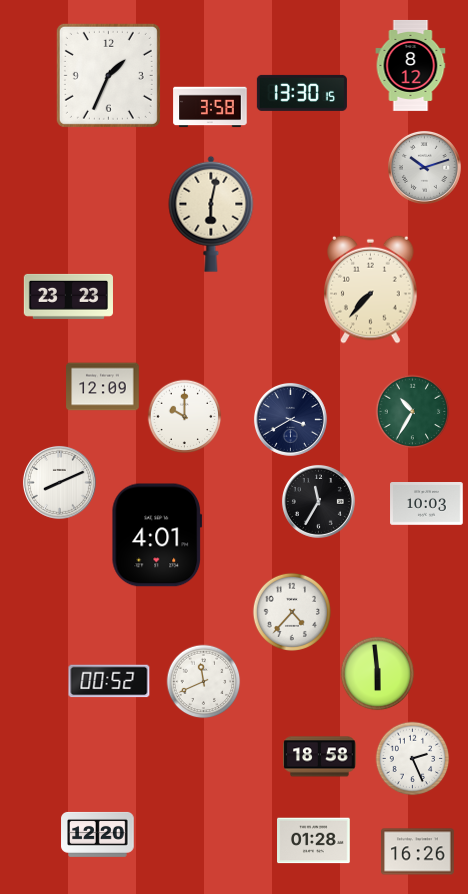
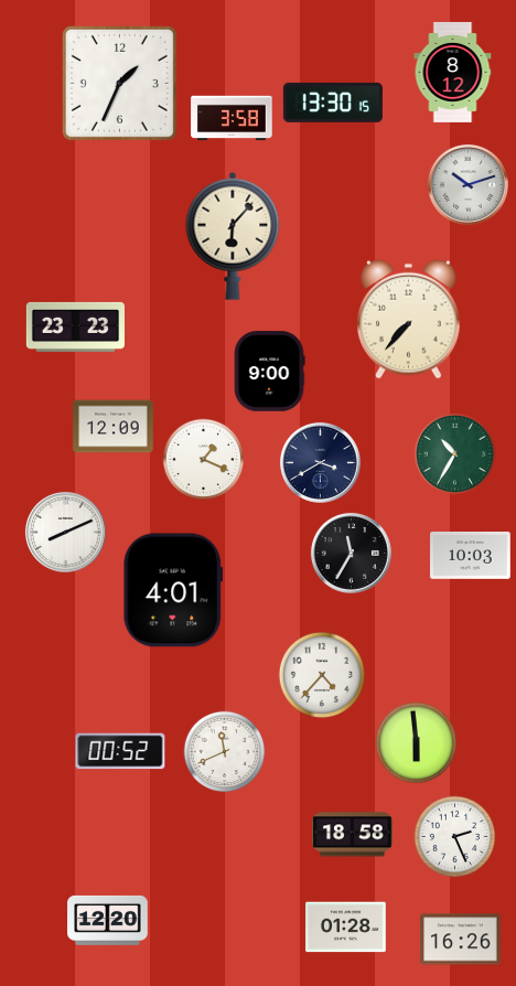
clock at (211, 214): 6:02 -> 6:07
clock at (269, 372): none -> 9:00
clock at (185, 417): 10:00 -> 1:19
